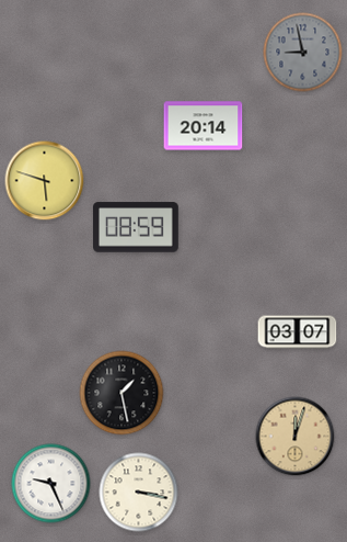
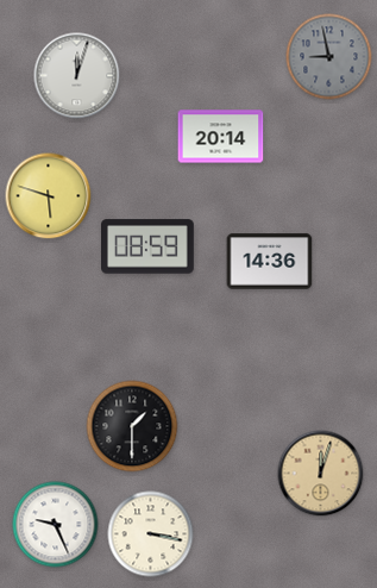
clock at (77, 76): none -> 12:03
clock at (270, 262): none -> 14:36
clock at (298, 332): 03:07 -> none
clock at (122, 393): 1:28 -> 1:30
